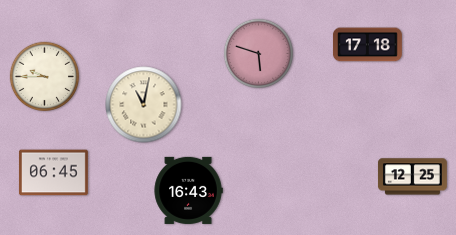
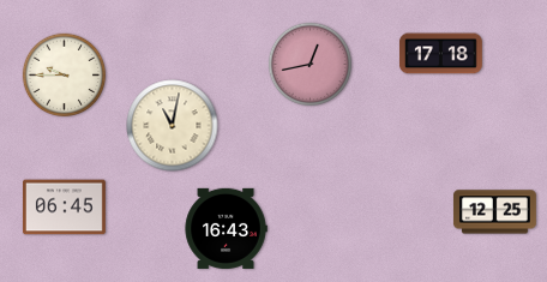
clock at (258, 53): 5:48 -> 12:43
clock at (44, 76) position: (44, 76) -> (64, 74)
